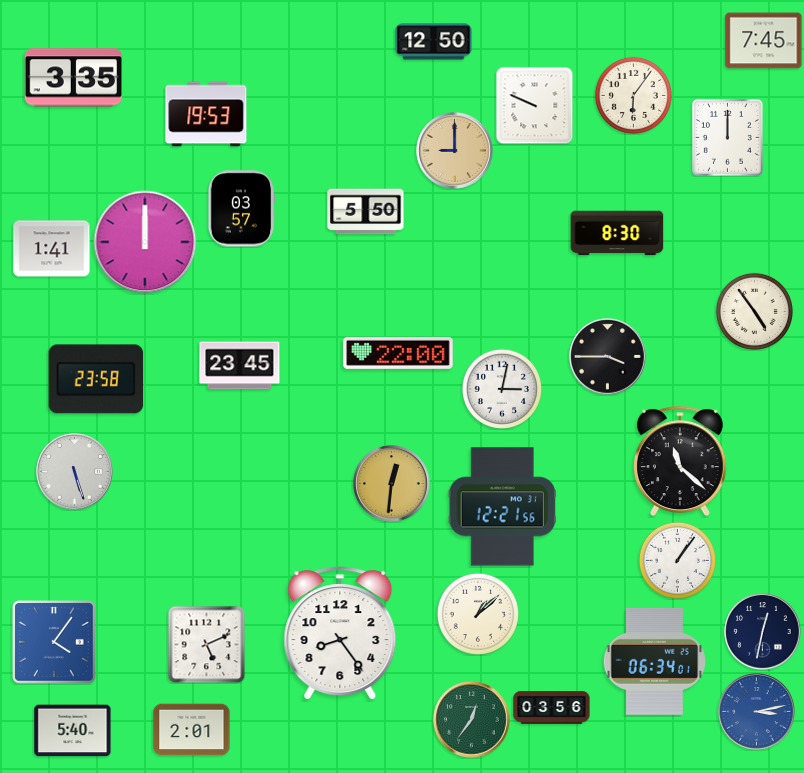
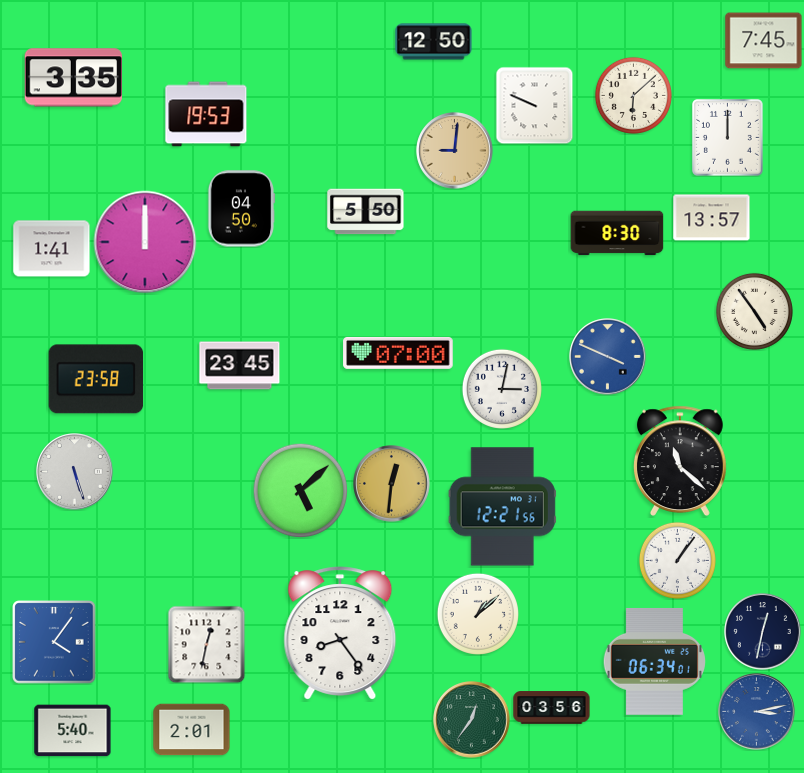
clock at (633, 95): 6:06 -> 6:08
clock at (455, 151): 9:00 -> 9:01
clock at (241, 209): 03:57 -> 04:50
clock at (712, 218): none -> 13:57
clock at (398, 353): 22:00 -> 07:00
clock at (608, 357): 3:45 -> 3:49
clock at (608, 357) dial: black -> blue
clock at (300, 490): none -> 5:08
clock at (206, 644): 5:11 -> 12:32
